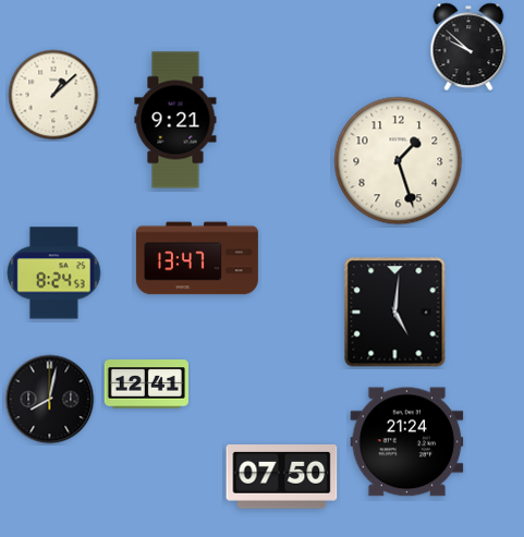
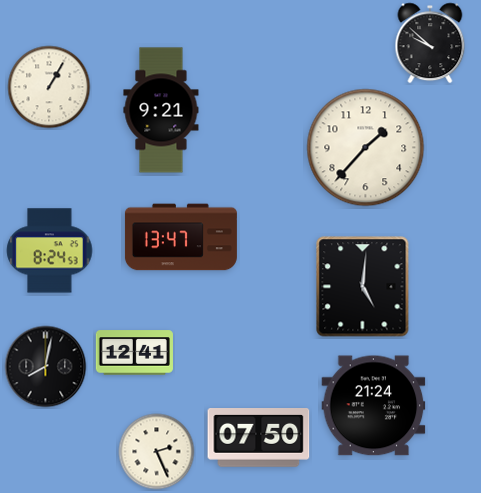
clock at (53, 95): 1:08 -> 1:05
clock at (399, 161): 1:27 -> 1:37
clock at (157, 452): none -> 2:26
